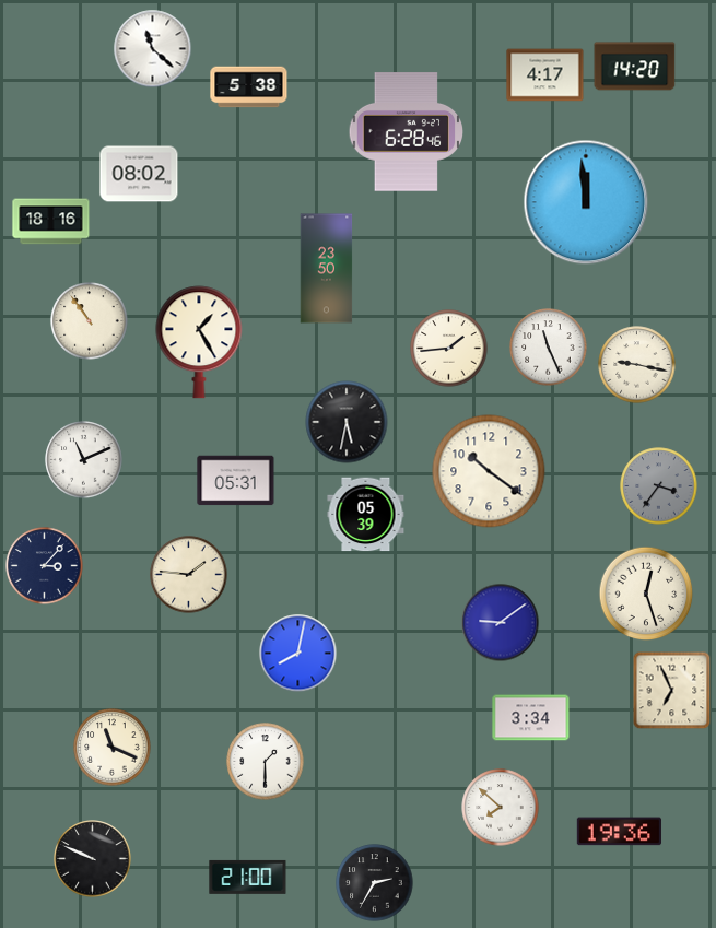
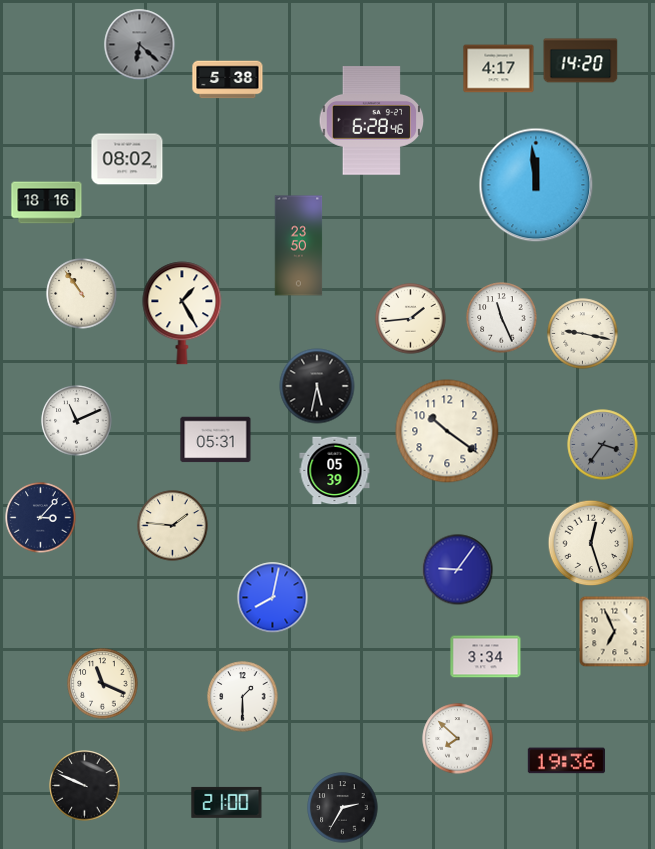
clock at (153, 49): 11:22 -> 6:22
clock at (153, 49) dial: white -> grey
clock at (501, 623): 9:09 -> 9:06
